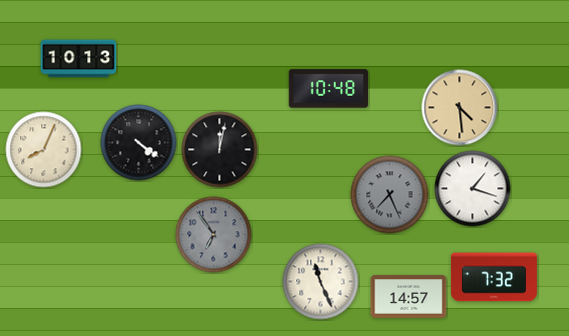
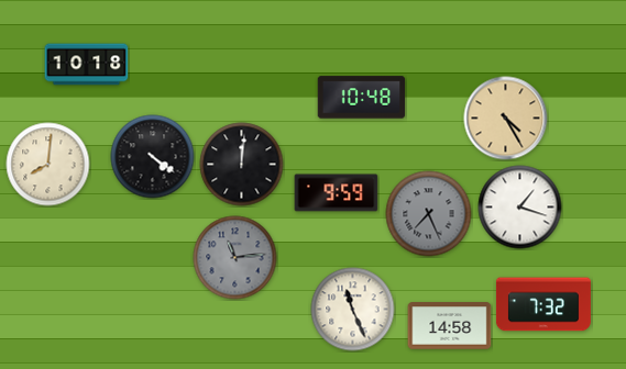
clock at (79, 59): 10:13 -> 10:18
clock at (460, 108): 4:29 -> 4:25
clock at (44, 150): 8:04 -> 8:01
clock at (220, 150): 12:02 -> 12:01
clock at (337, 193): none -> 9:59
clock at (214, 235): 6:54 -> 11:14
clock at (409, 297): 14:57 -> 14:58
